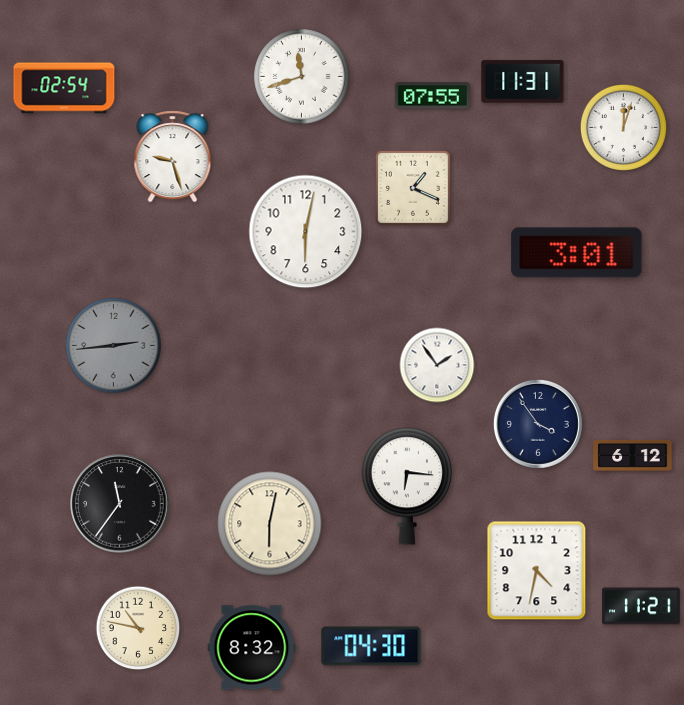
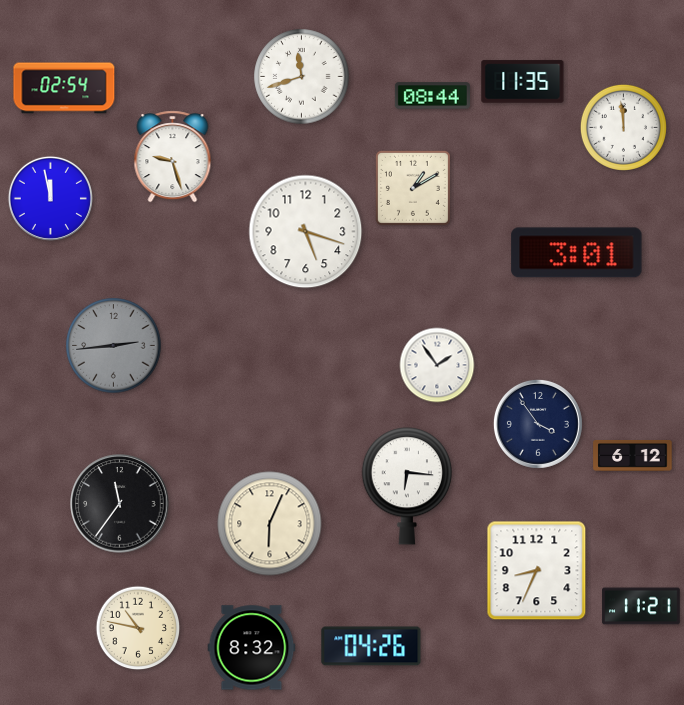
clock at (523, 82): 11:31 -> 11:35
clock at (432, 96): 07:55 -> 08:44
clock at (623, 127): 12:03 -> 11:59
clock at (413, 188): 1:19 -> 1:10
clock at (50, 198): none -> 11:58
clock at (306, 232): 6:02 -> 5:18
clock at (270, 524): 6:02 -> 6:04
clock at (537, 571): 4:32 -> 8:34
clock at (371, 646): 04:30 -> 04:26
